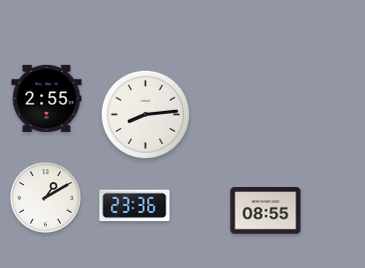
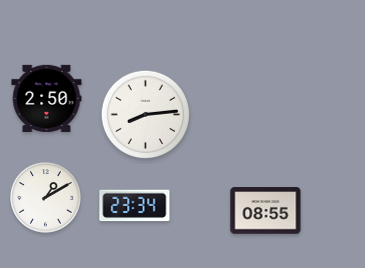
clock at (47, 98): 2:55 -> 2:50
clock at (135, 206): 23:36 -> 23:34
